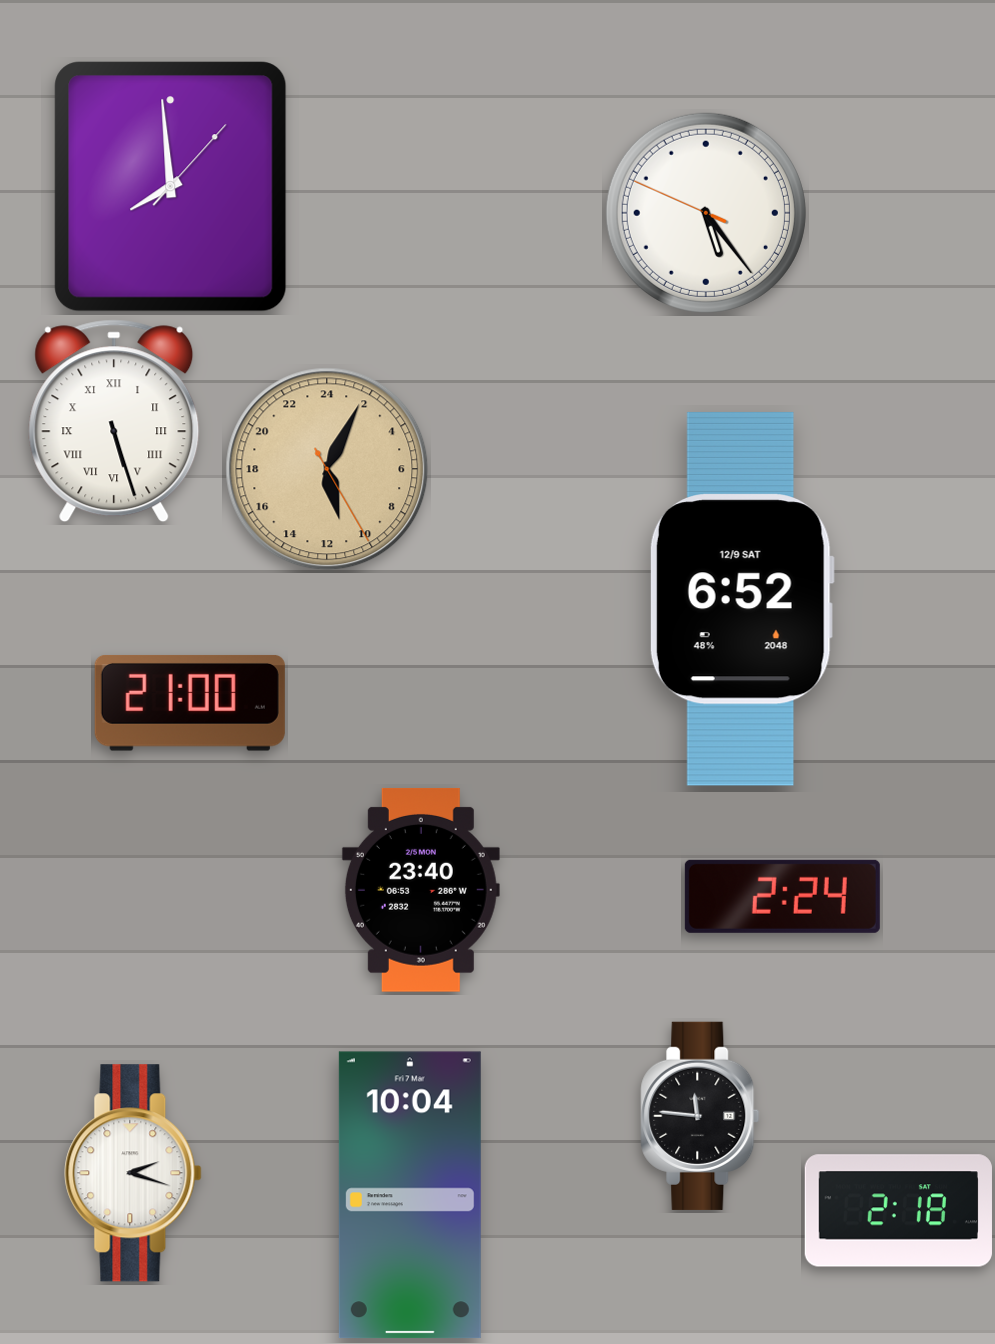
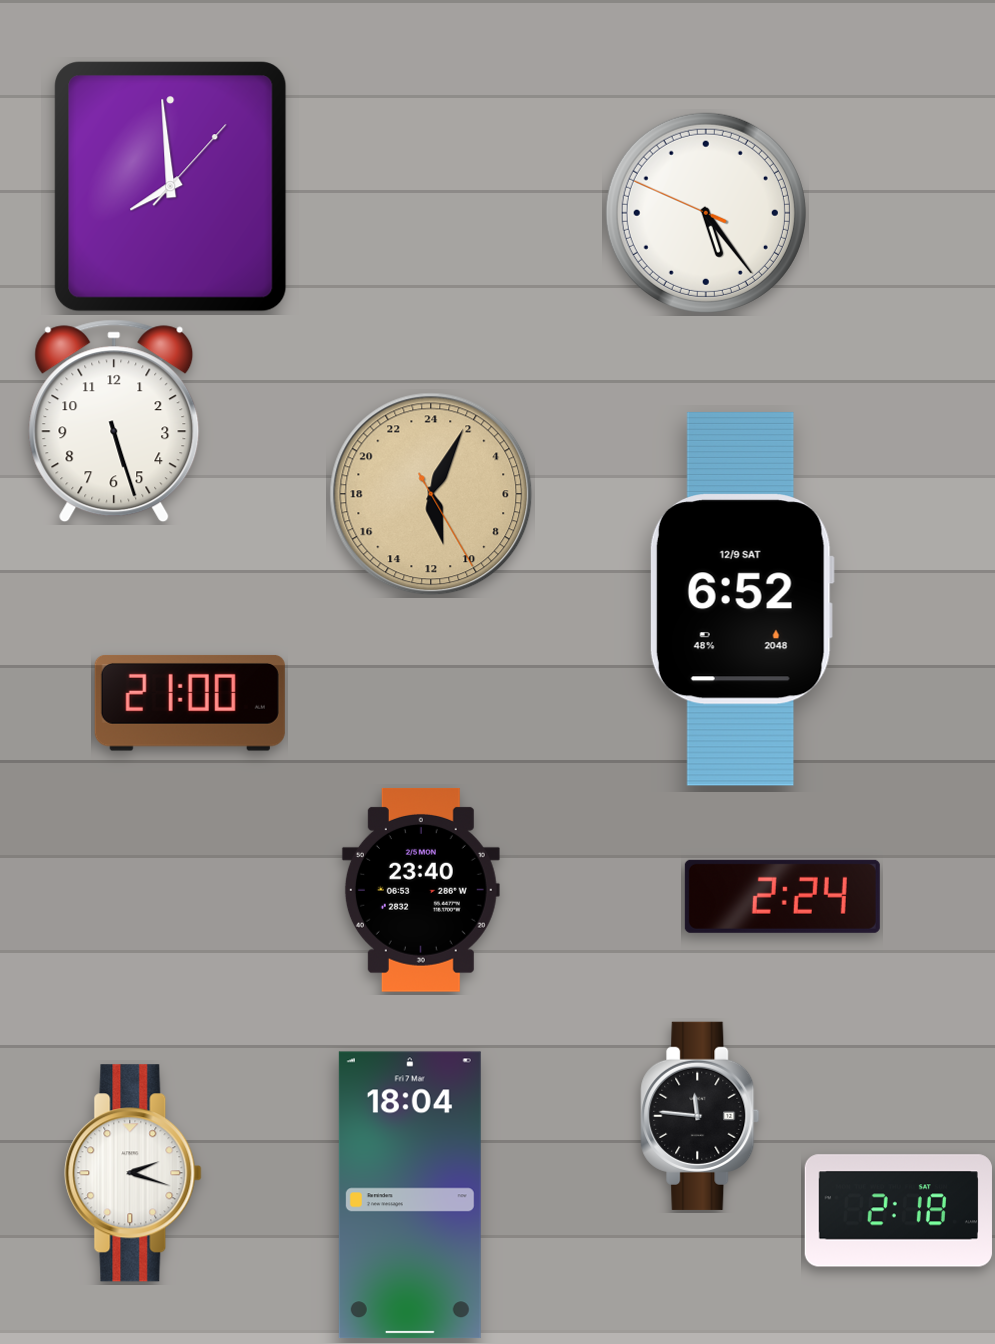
clock at (114, 421) numerals: Roman -> Arabic
clock at (327, 469) position: (327, 469) -> (431, 494)
clock at (410, 1195): 10:04 -> 18:04
